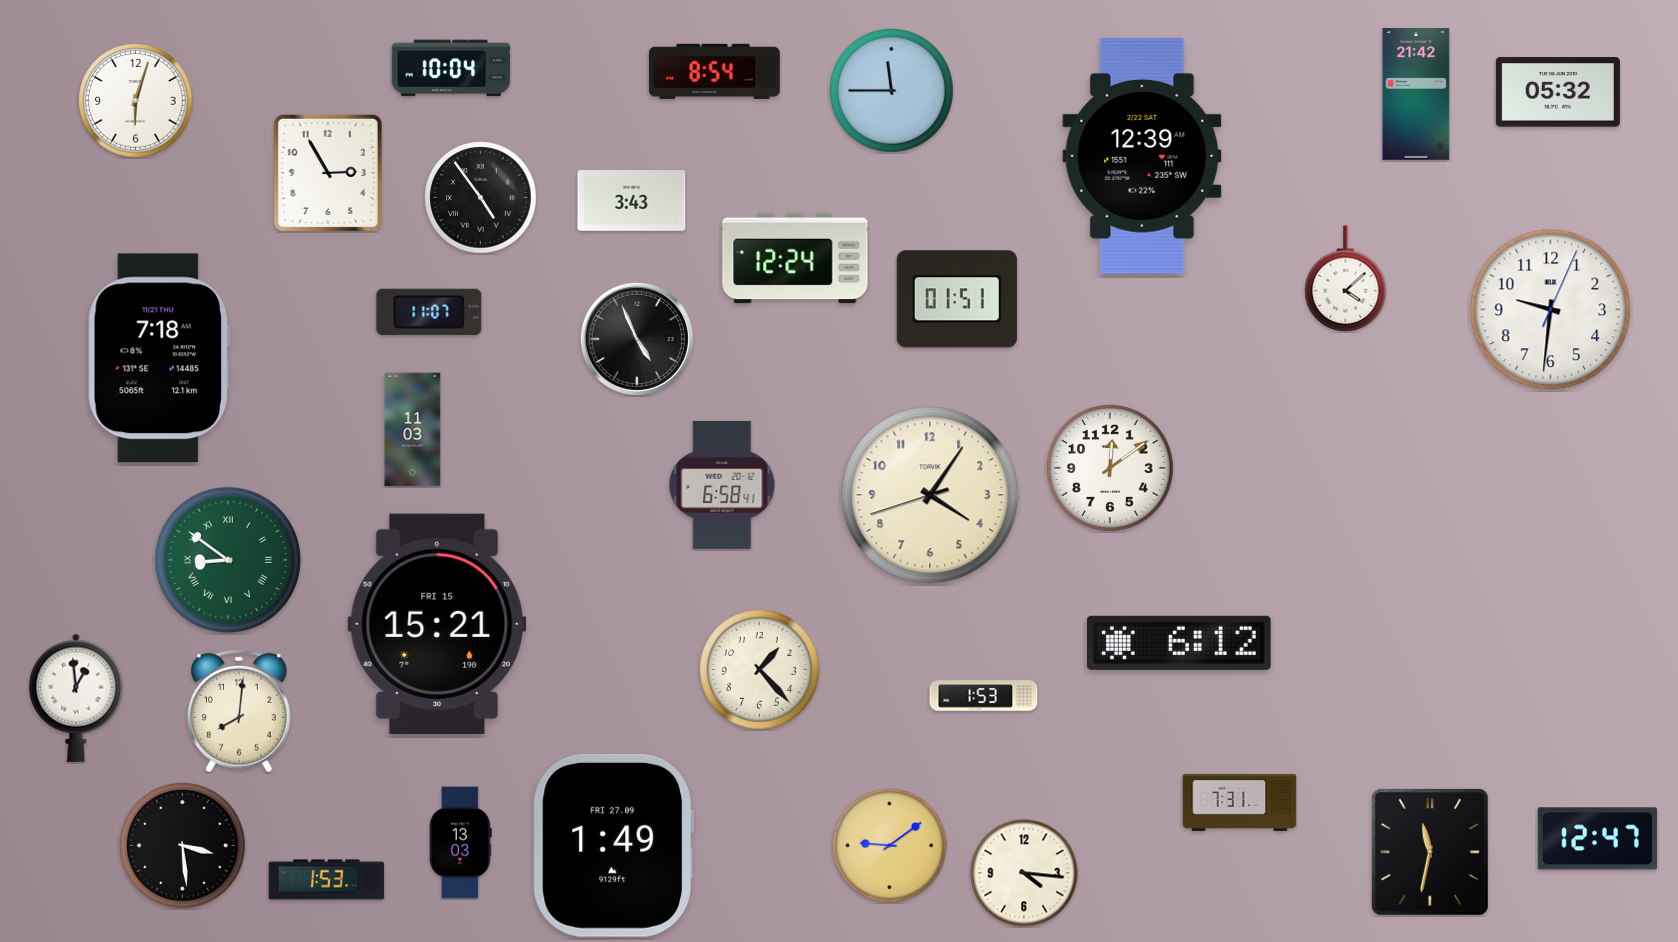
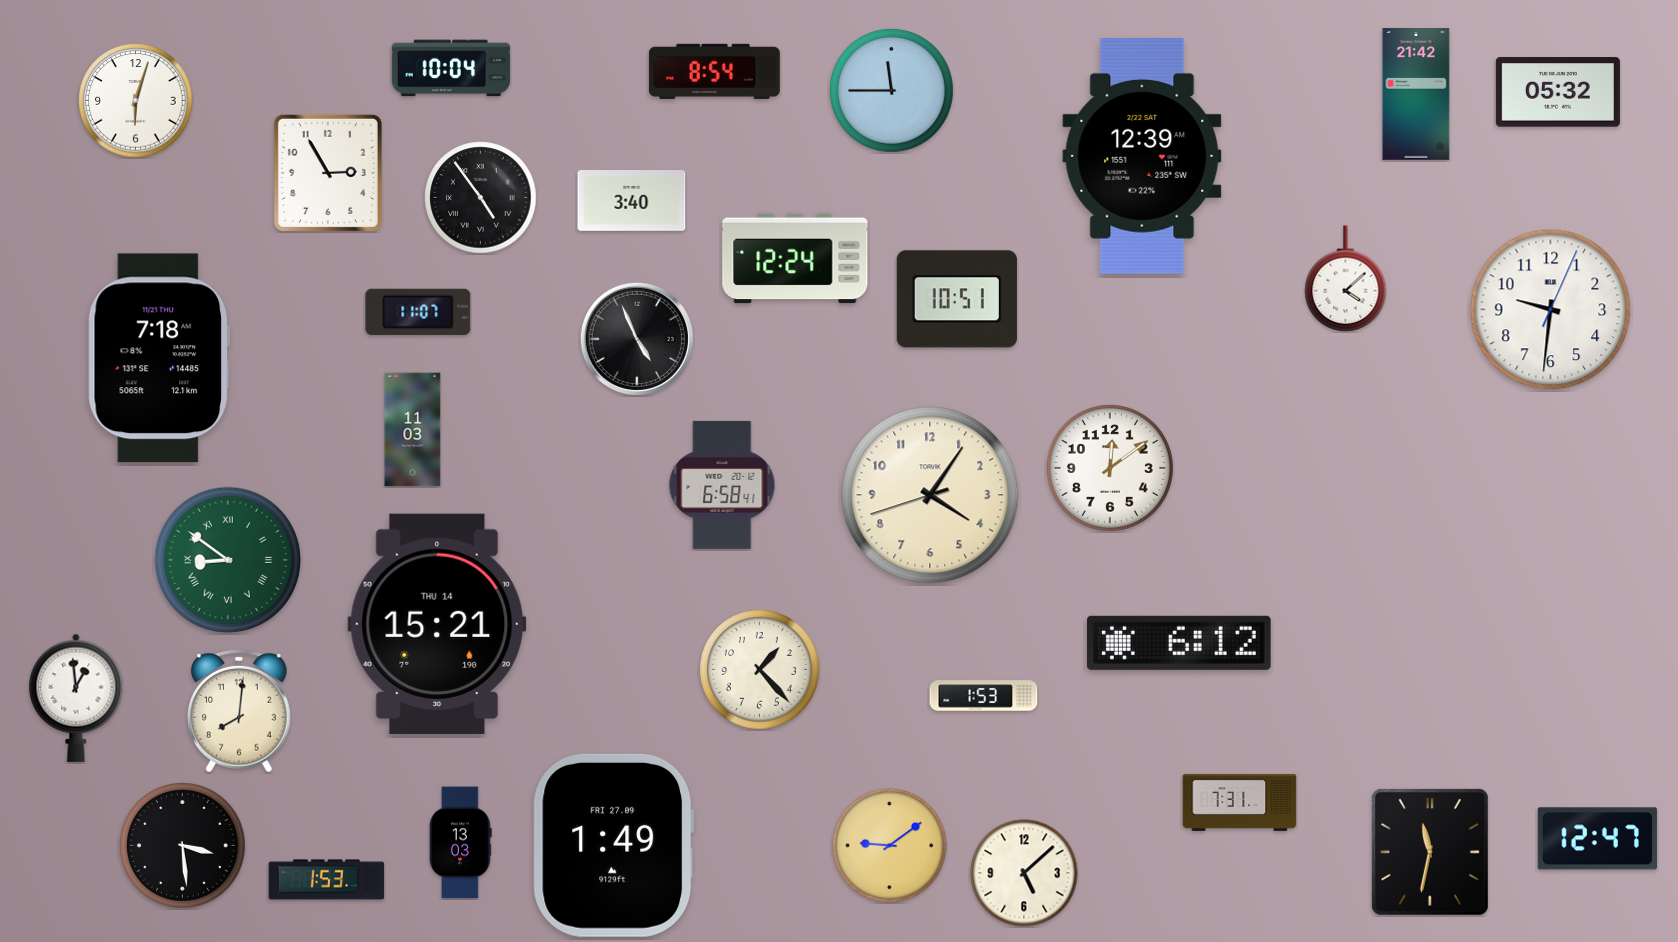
clock at (632, 201): 3:43 -> 3:40
clock at (957, 299): 01:51 -> 10:51
clock at (429, 312) position: (429, 312) -> (418, 312)
clock at (437, 624) date: FRI 15 -> THU 14
clock at (1024, 873): 4:16 -> 5:08
